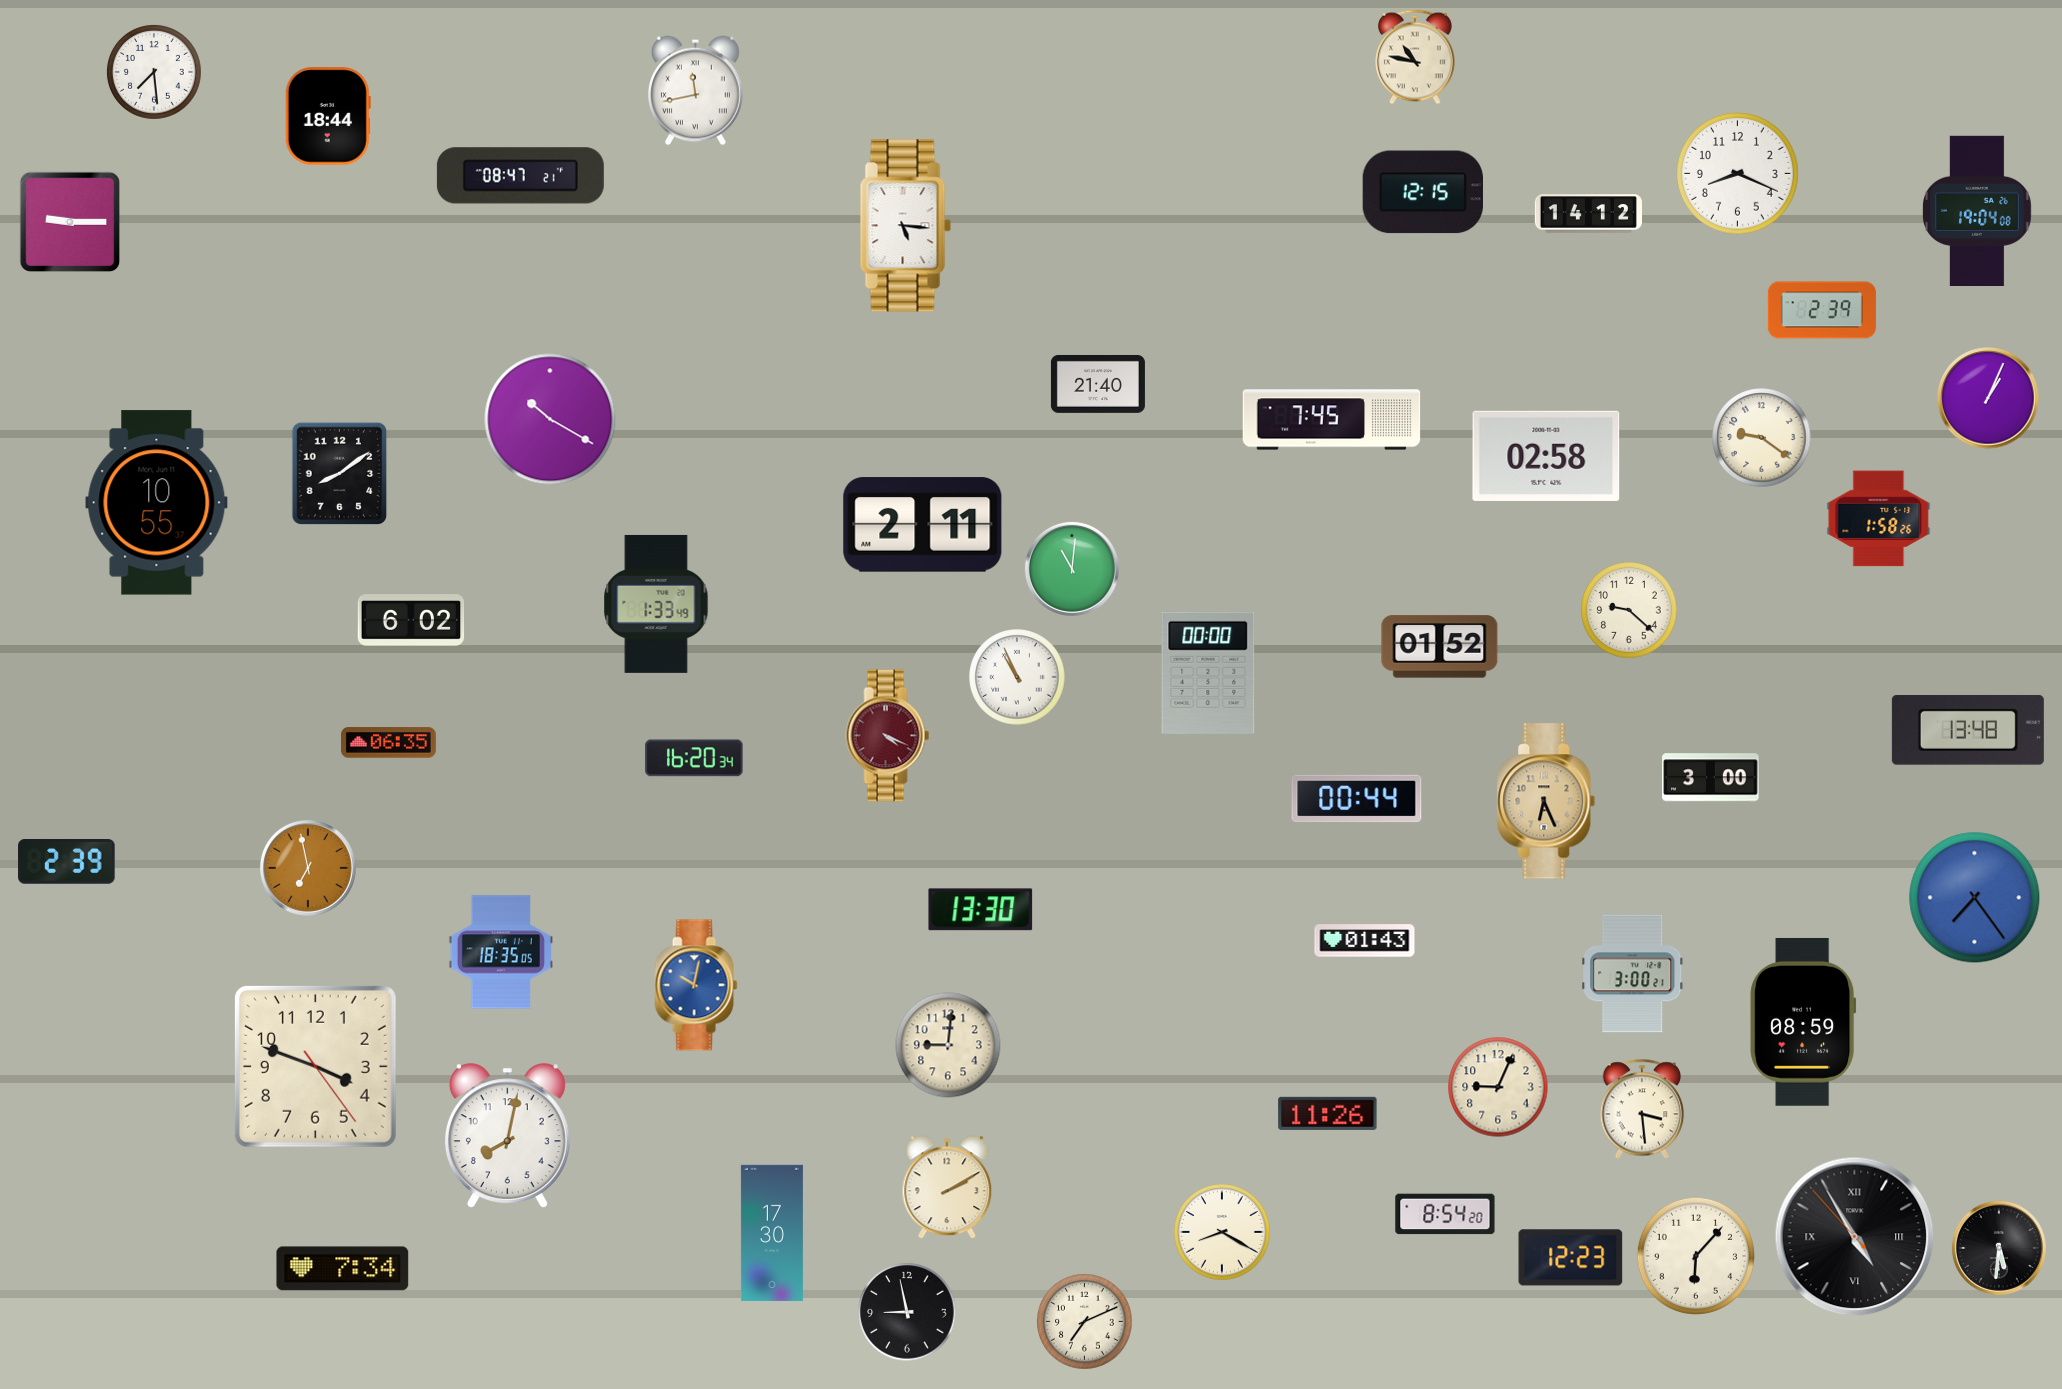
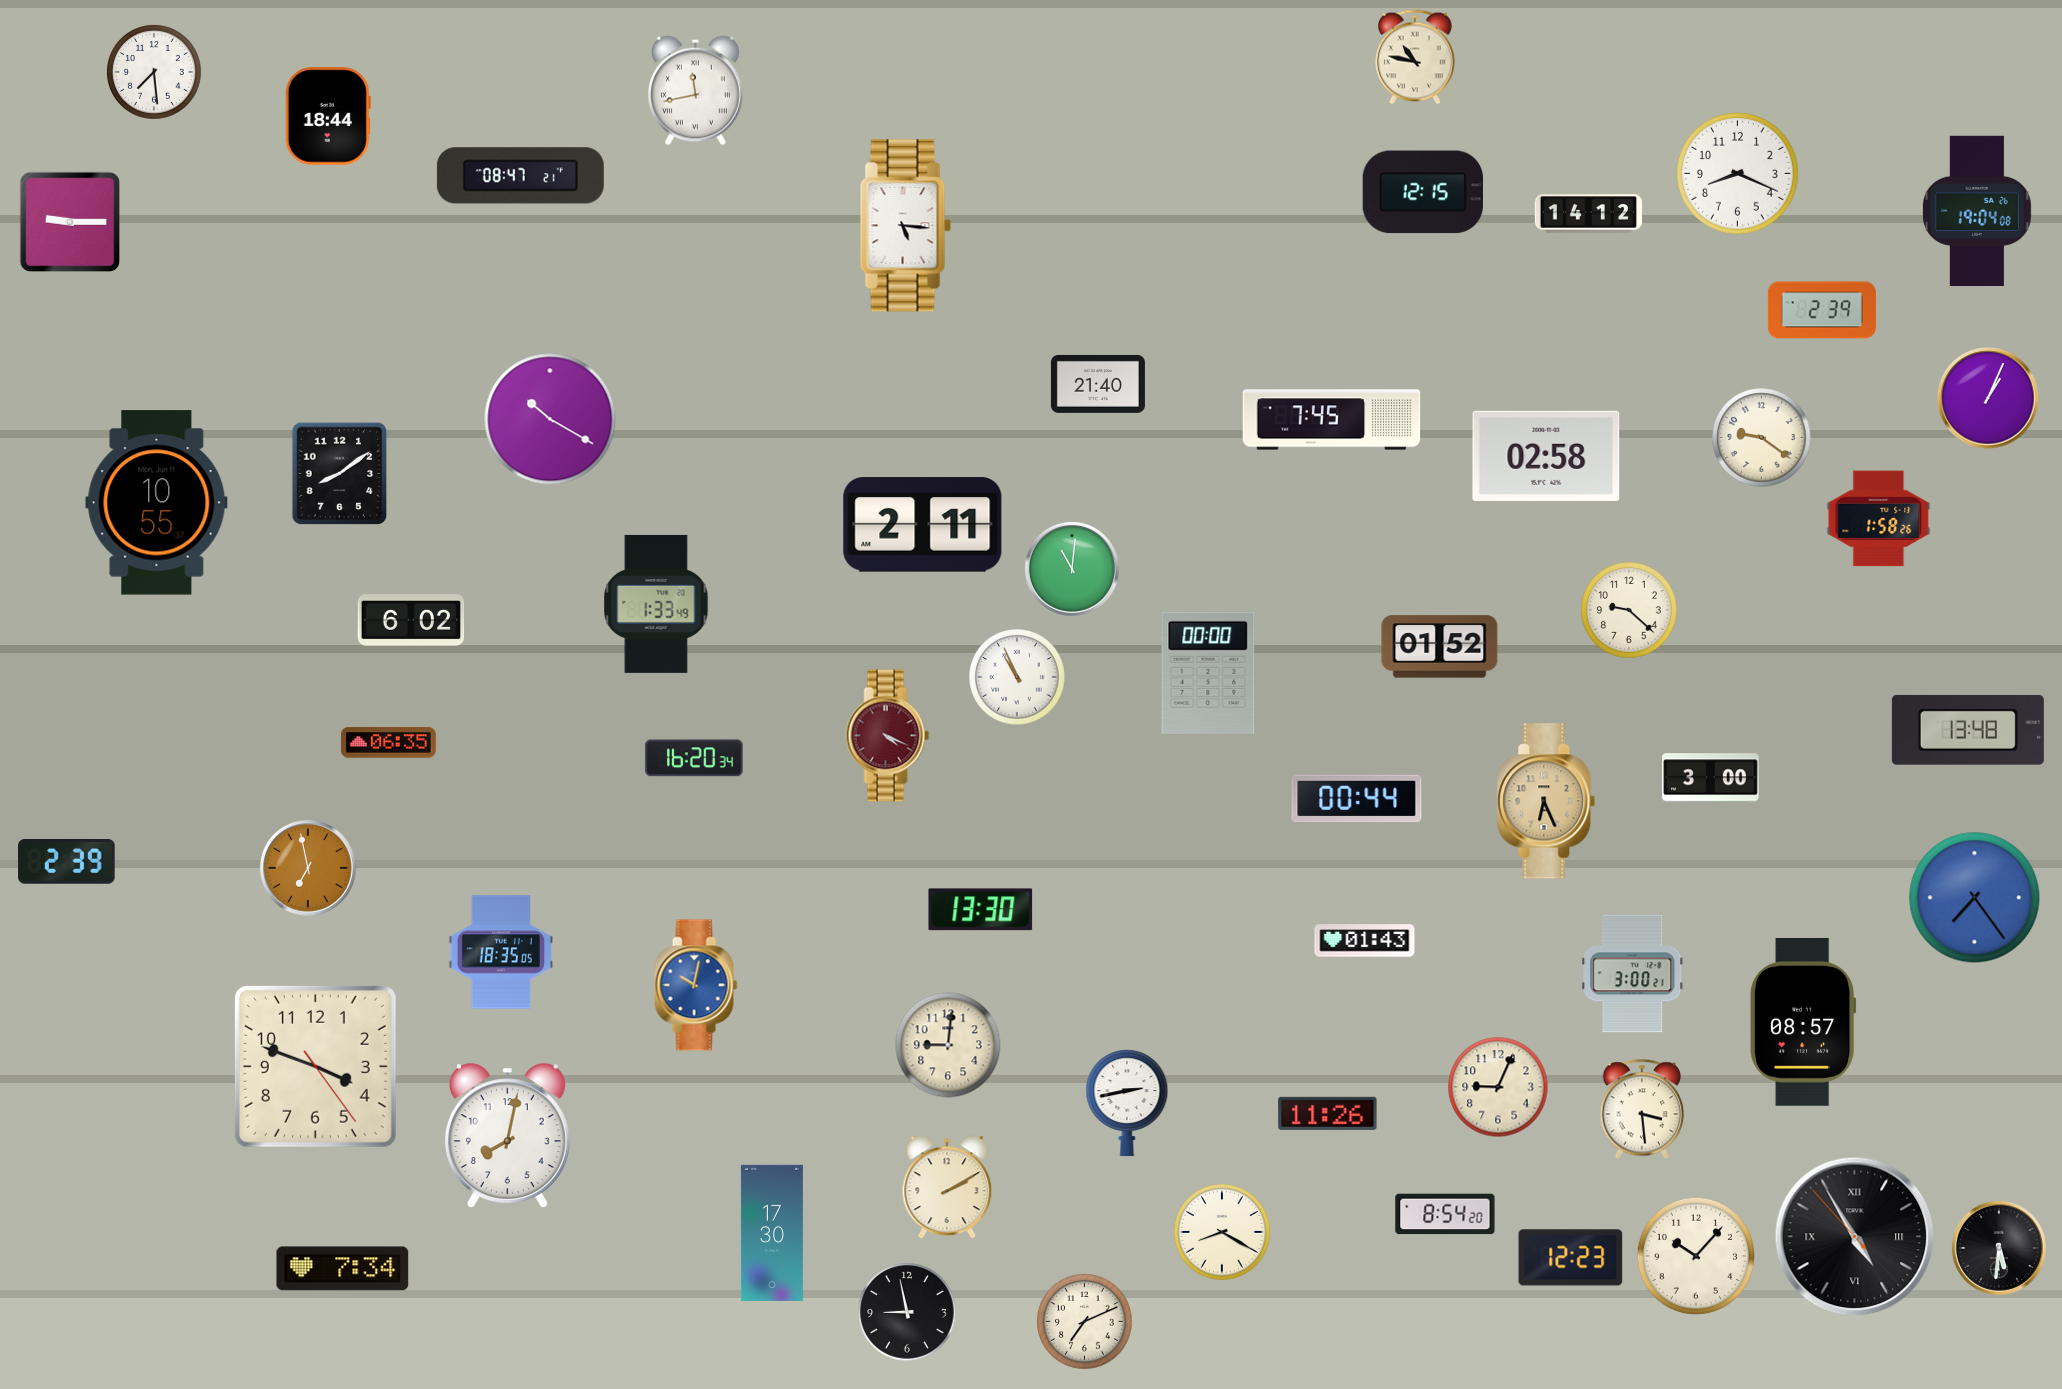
clock at (1803, 1022): 08:59 -> 08:57
clock at (1127, 1103): none -> 2:43
clock at (1696, 1256): 6:07 -> 10:07
